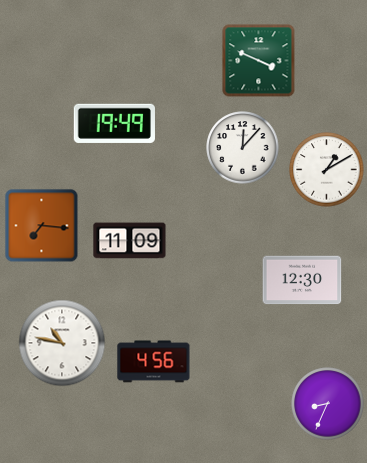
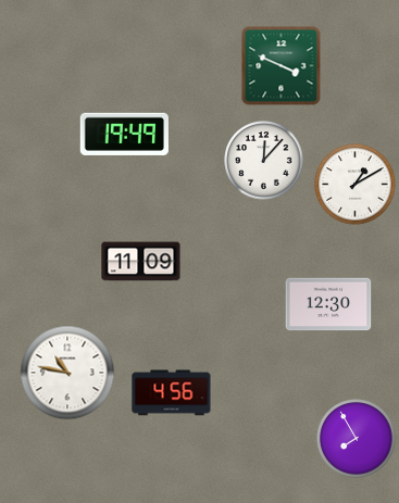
clock at (42, 226): 7:16 -> none
clock at (154, 362) position: (154, 362) -> (172, 393)
clock at (328, 404): 8:34 -> 7:55
